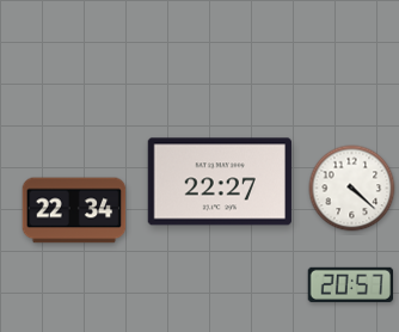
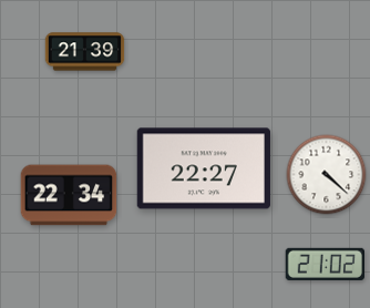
clock at (85, 52): none -> 21:39
clock at (350, 284): 20:57 -> 21:02
